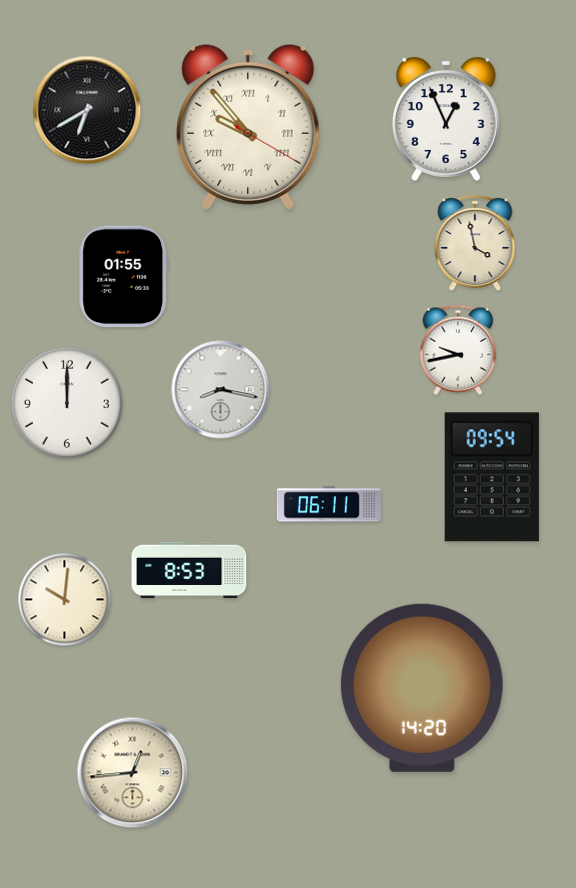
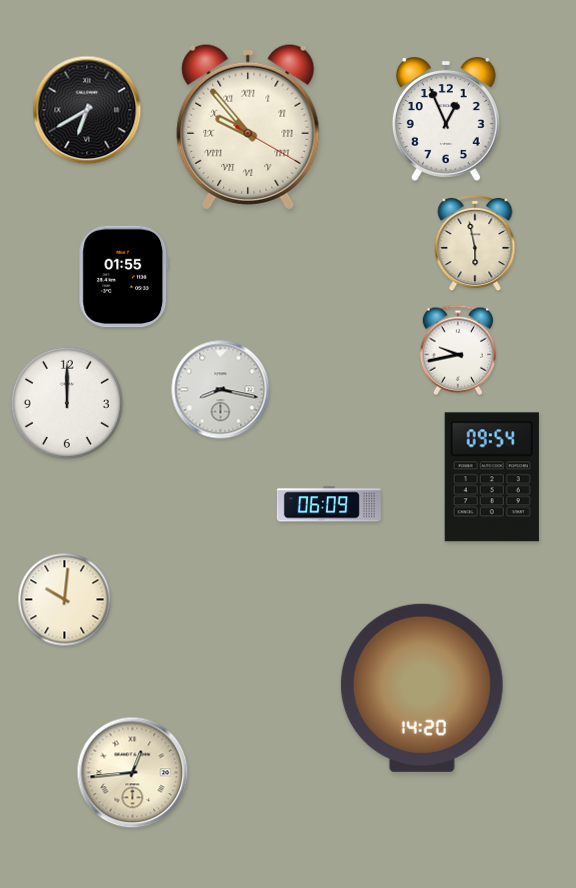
clock at (475, 243): 3:58 -> 5:58
clock at (329, 504): 06:11 -> 06:09
clock at (189, 570): 8:53 -> none
